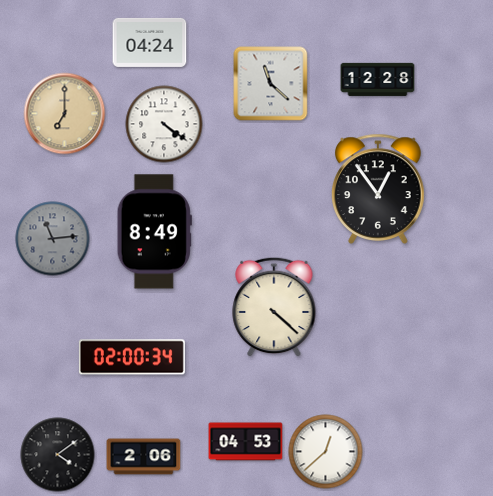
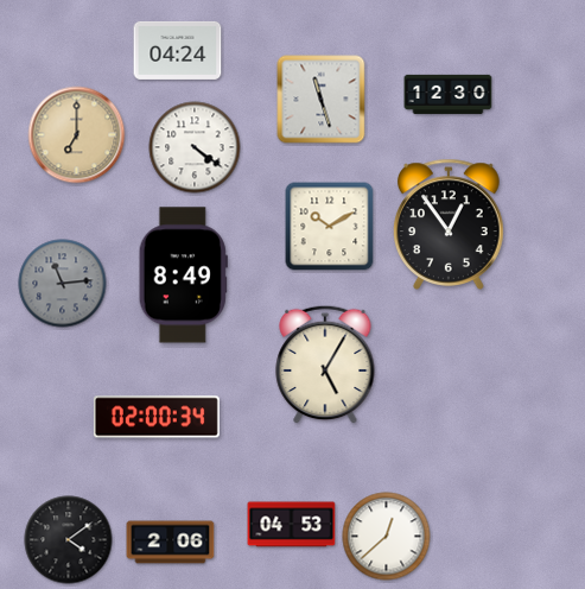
clock at (378, 79): 12:28 -> 12:30
clock at (271, 84): 11:22 -> 11:27
clock at (330, 227): none -> 10:10
clock at (274, 307): 4:22 -> 5:05
clock at (132, 357) position: (132, 357) -> (157, 417)
